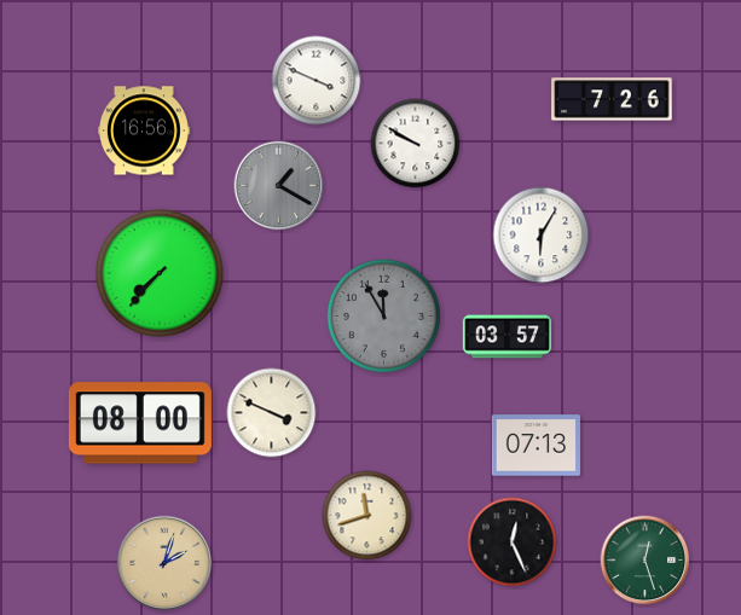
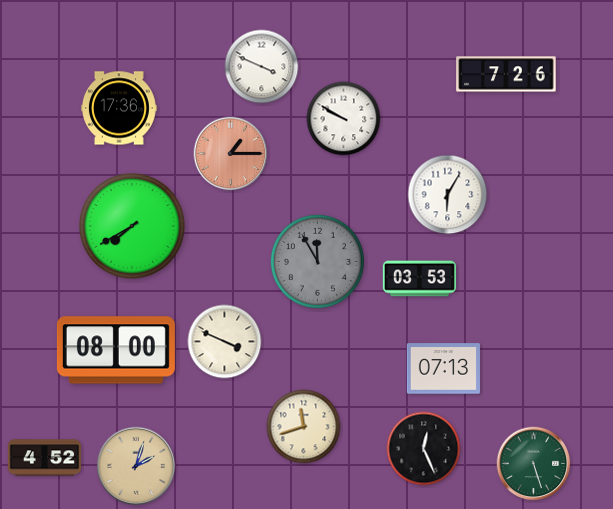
clock at (612, 99) position: (612, 99) -> (506, 74)
clock at (144, 130): 16:56 -> 17:36
clock at (279, 186): 1:20 -> 1:15
clock at (279, 186) dial: grey -> salmon
clock at (160, 273): 7:37 -> 7:40
clock at (506, 337): 03:57 -> 03:53
clock at (44, 458): none -> 4:52
clock at (646, 561): 12:27 -> 5:27
